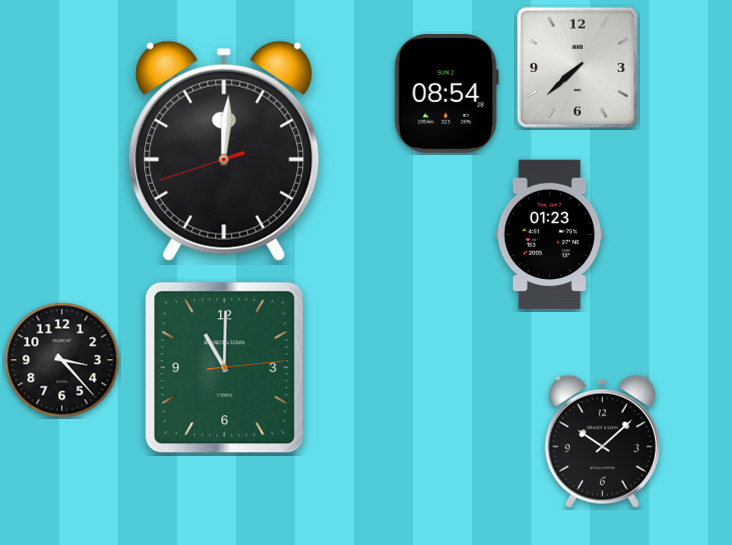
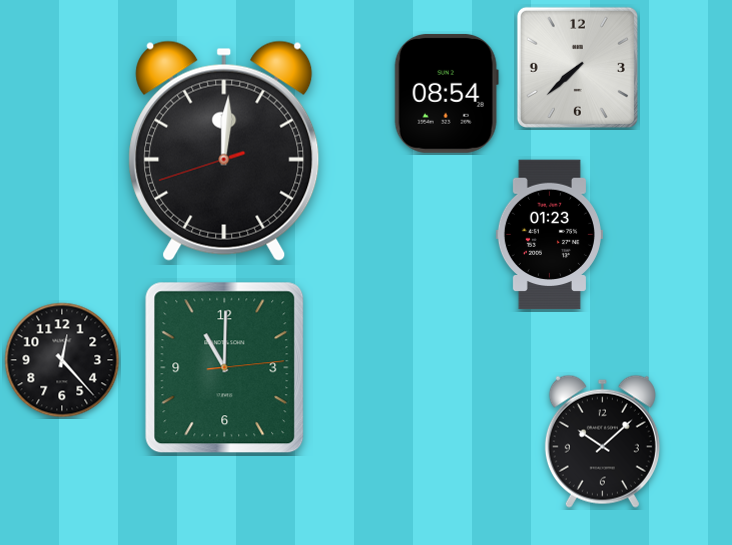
clock at (62, 360): 3:23 -> 12:23
